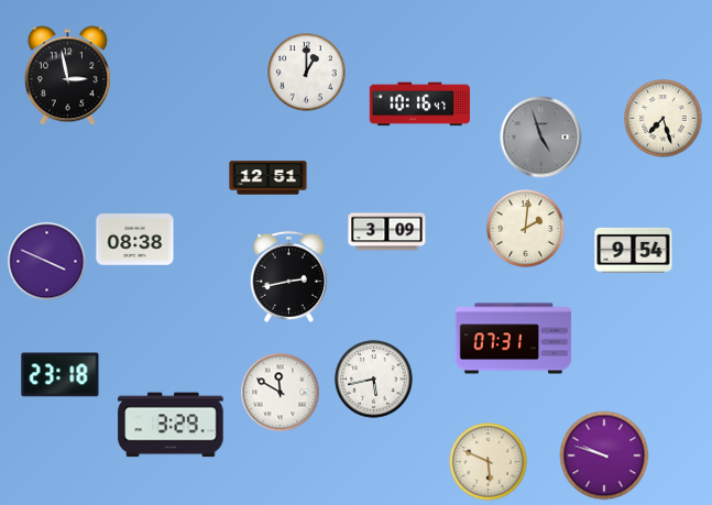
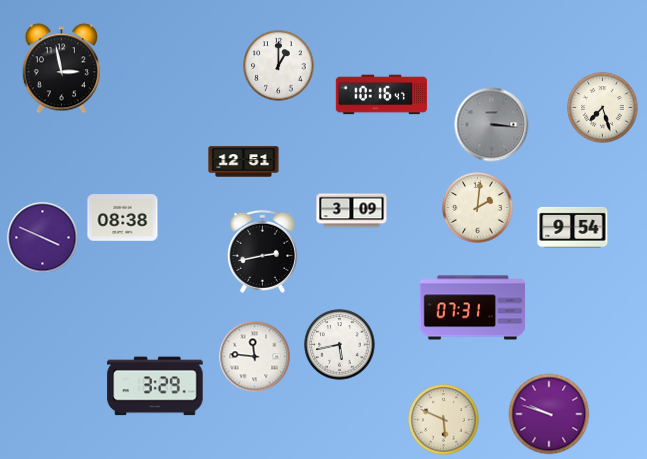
clock at (541, 138): 4:57 -> 3:16
clock at (634, 250) position: (634, 250) -> (573, 227)
clock at (514, 339) position: (514, 339) -> (473, 308)
clock at (61, 375): 23:18 -> none
clock at (281, 393): 11:50 -> 11:46
